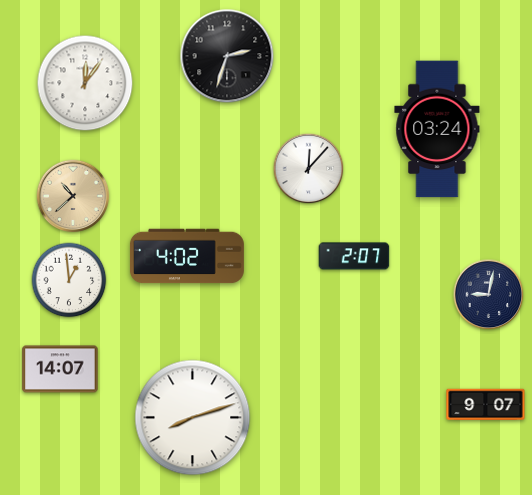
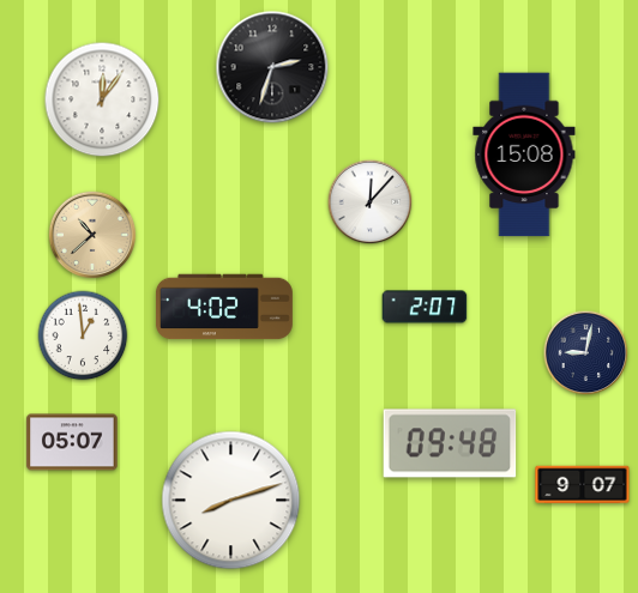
clock at (437, 129): 03:24 -> 15:08
clock at (73, 196) position: (73, 196) -> (92, 235)
clock at (60, 369): 14:07 -> 05:07
clock at (450, 443): none -> 09:48
